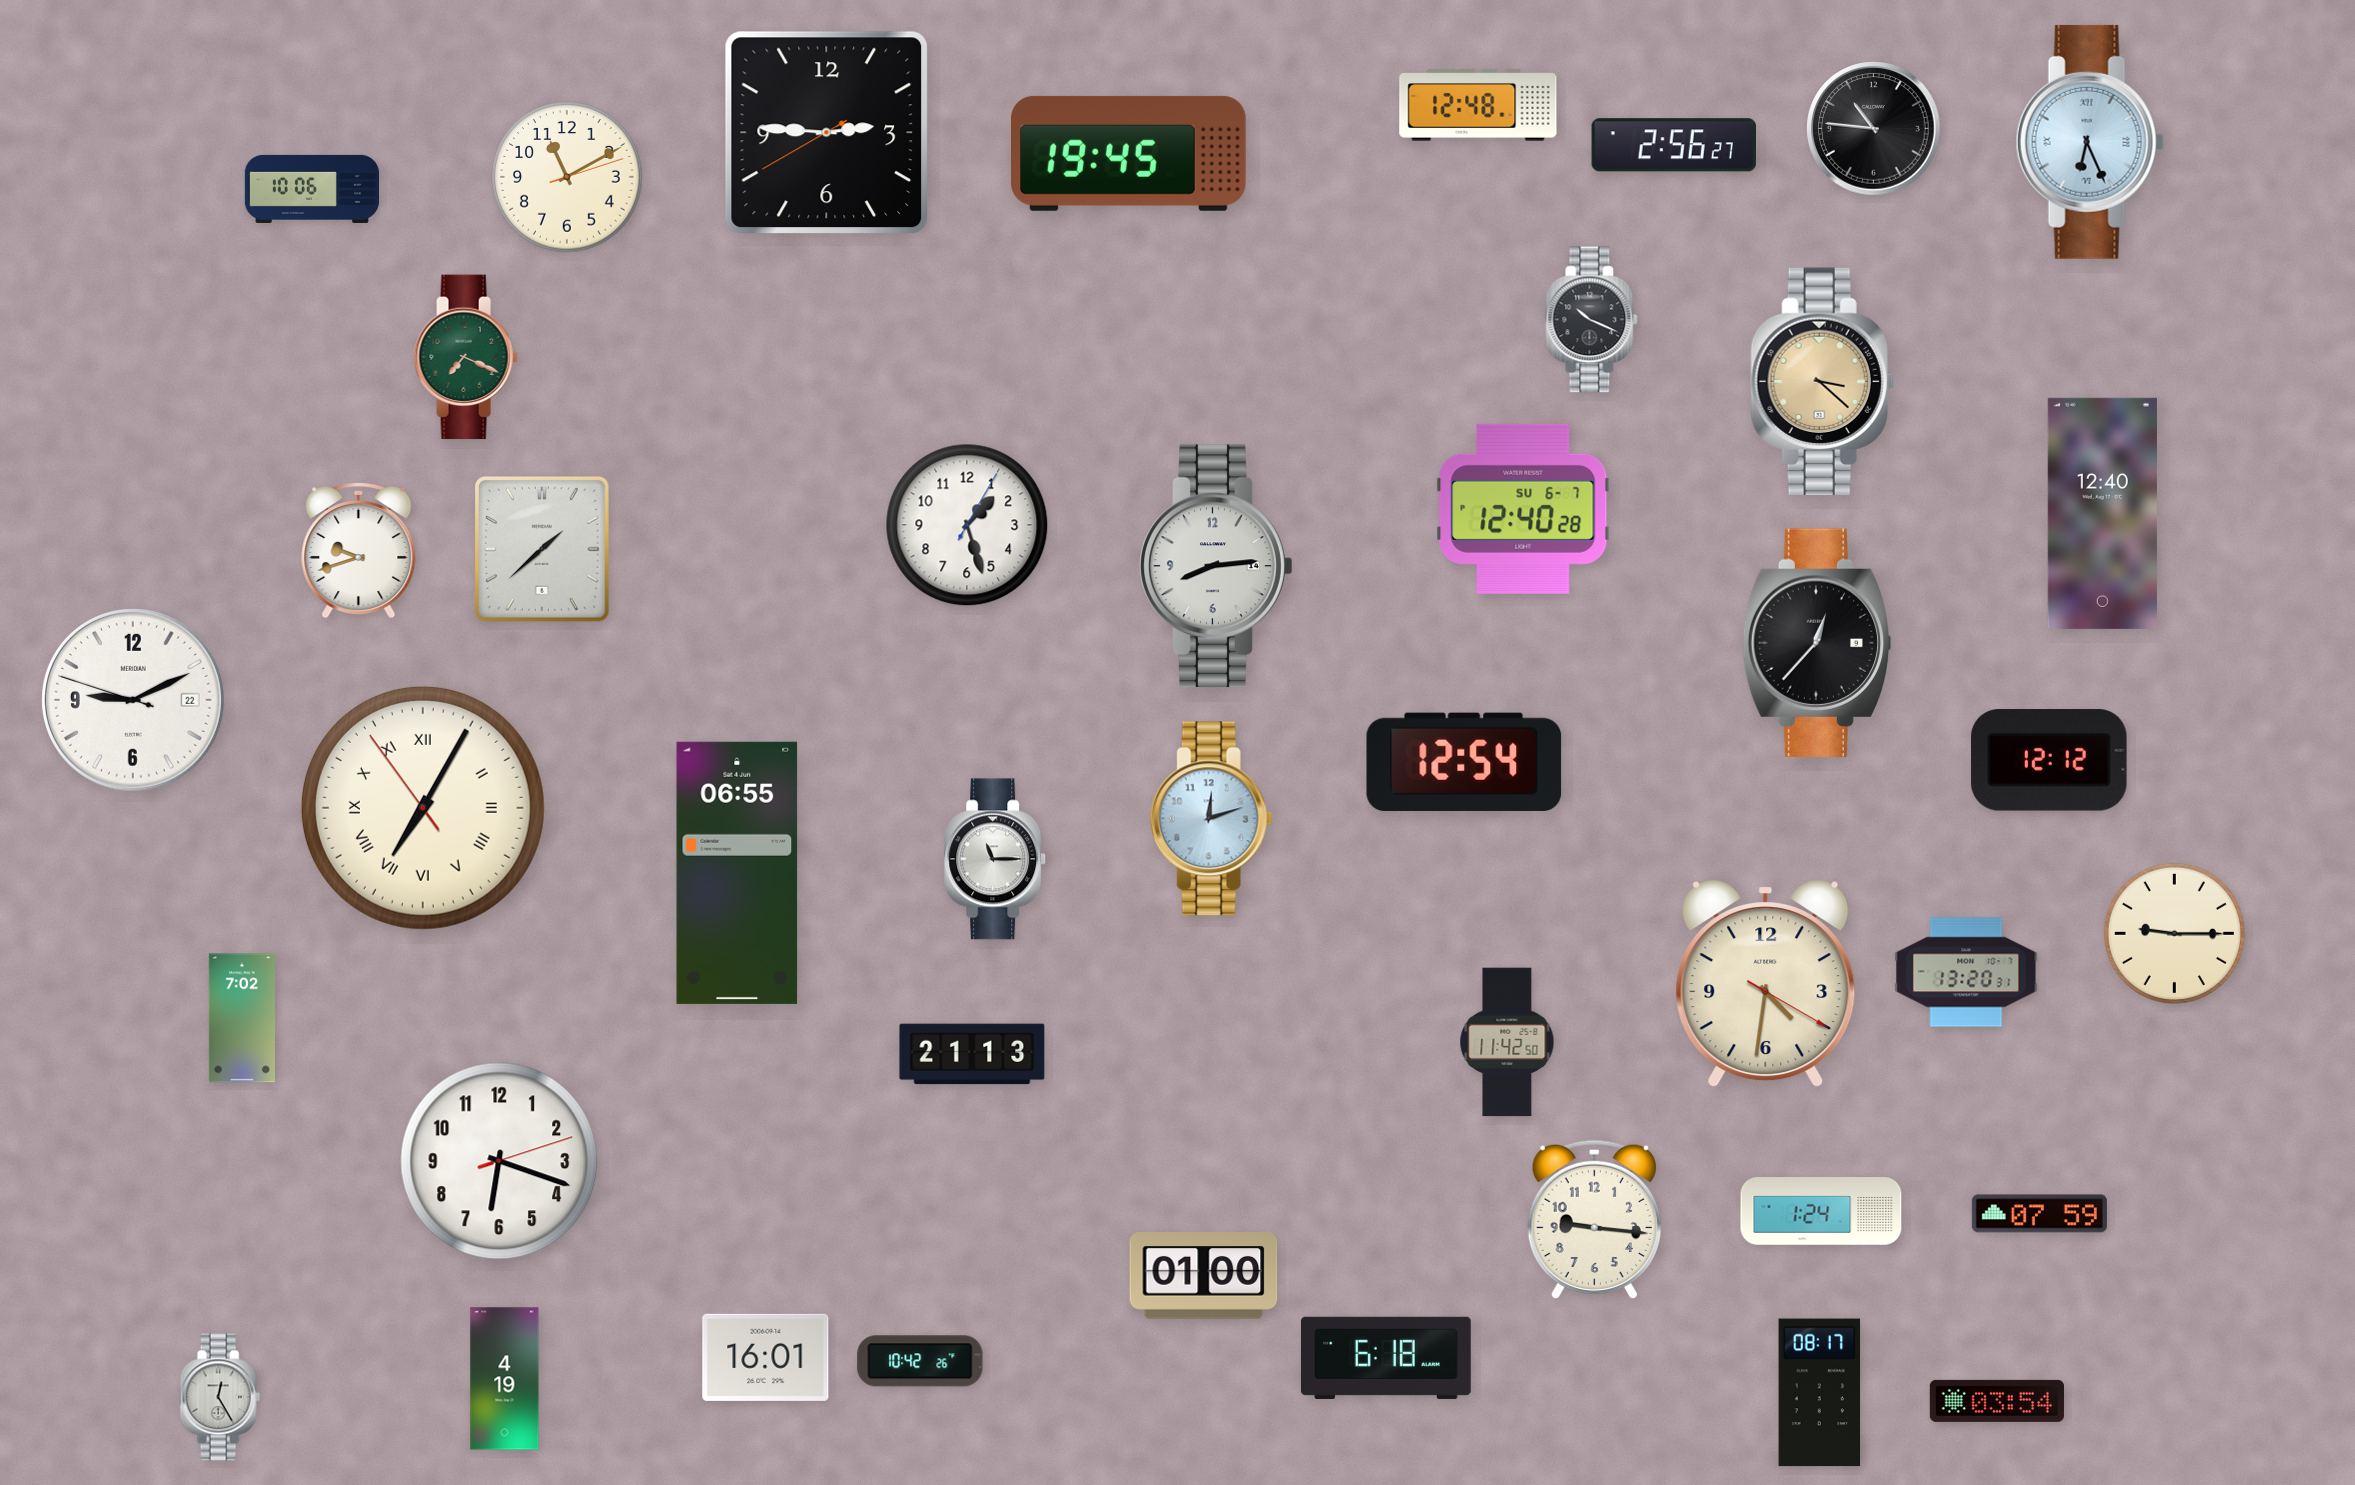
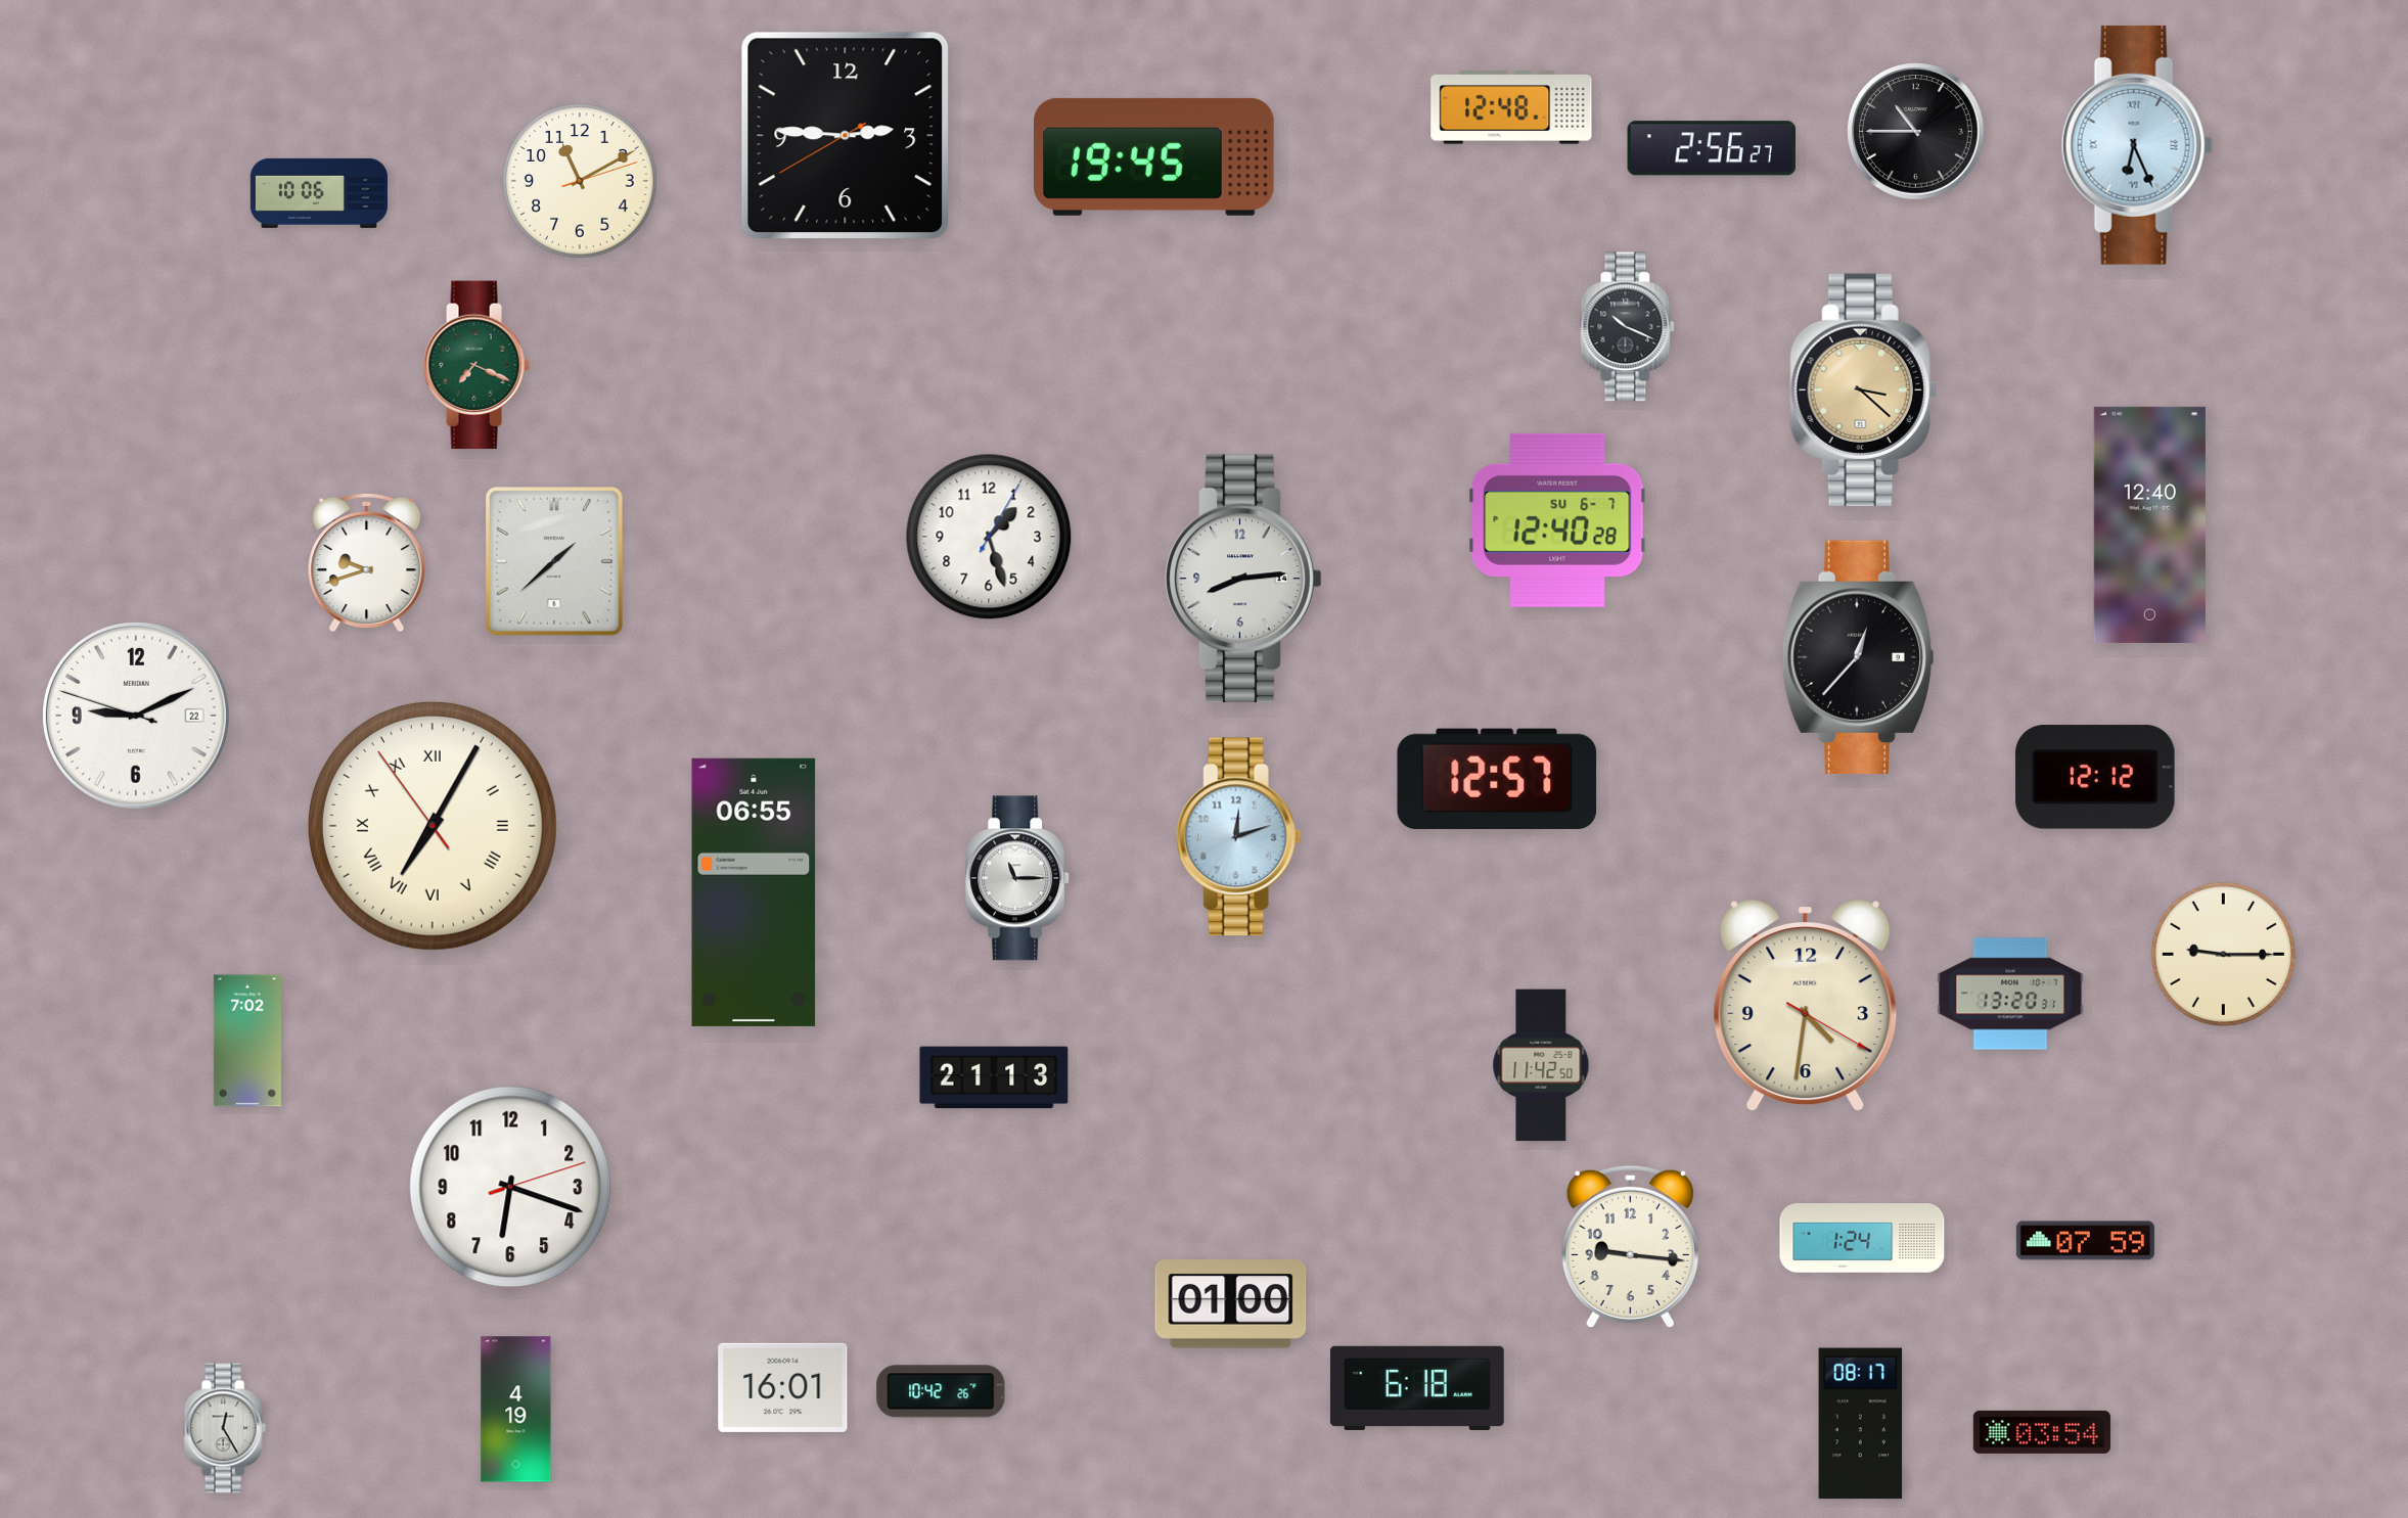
clock at (1874, 129): 10:46 -> 10:45
clock at (1464, 762): 12:54 -> 12:57
